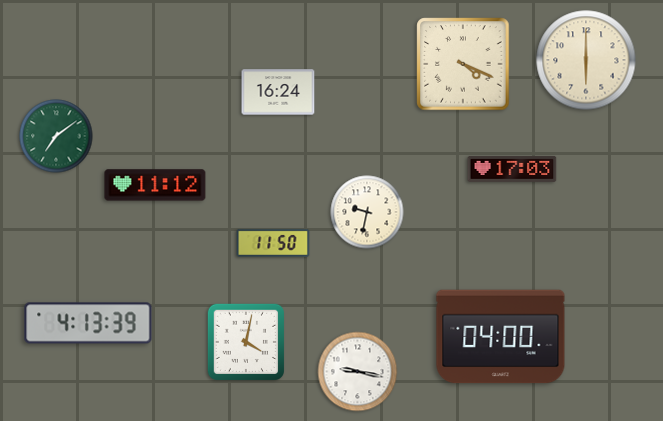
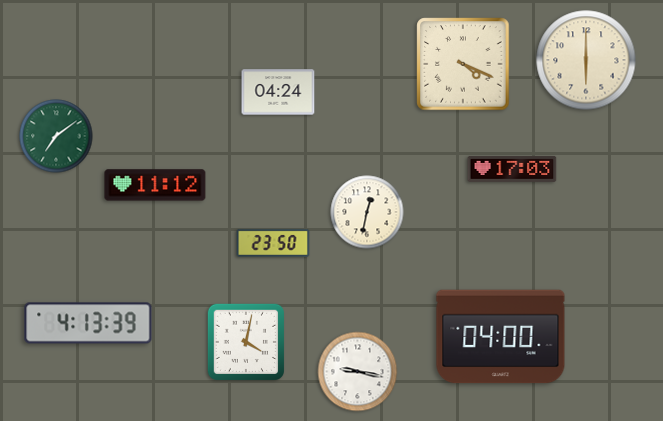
clock at (278, 92): 16:24 -> 04:24
clock at (367, 212): 9:32 -> 12:32
clock at (273, 243): 11:50 -> 23:50
